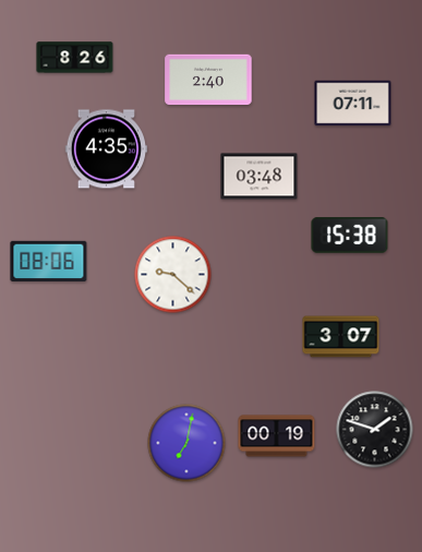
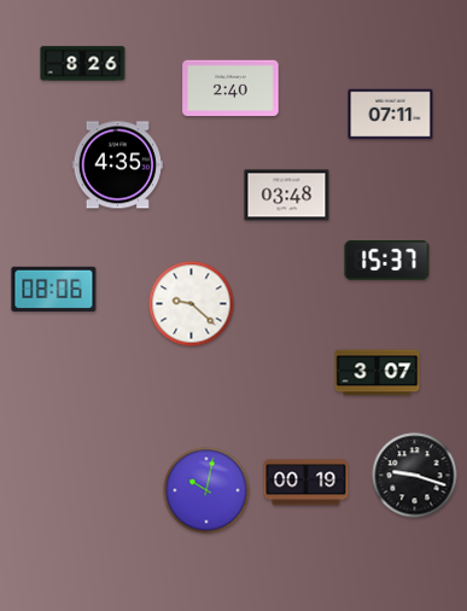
clock at (350, 236): 15:38 -> 15:37
clock at (375, 430): 1:48 -> 9:18
clock at (186, 443): 7:02 -> 10:02
